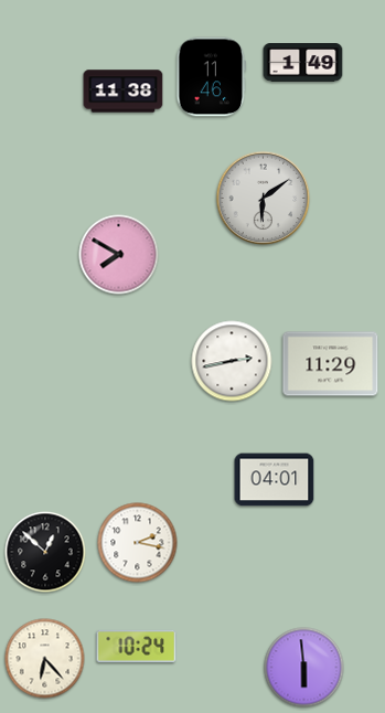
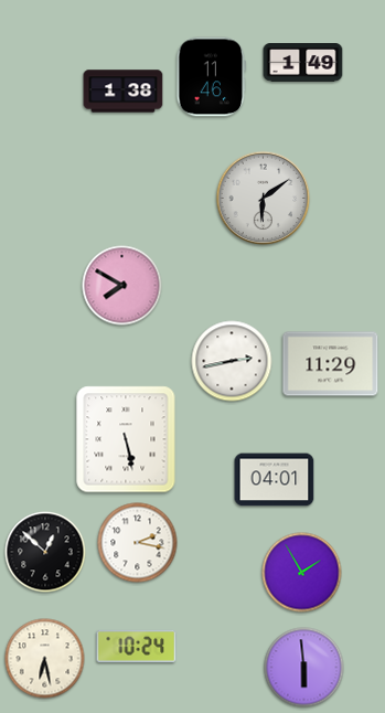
clock at (124, 92): 11:38 -> 1:38
clock at (119, 255) position: (119, 255) -> (122, 286)
clock at (126, 439): none -> 5:28
clock at (302, 573): none -> 1:55
clock at (45, 659): 6:23 -> 6:28
